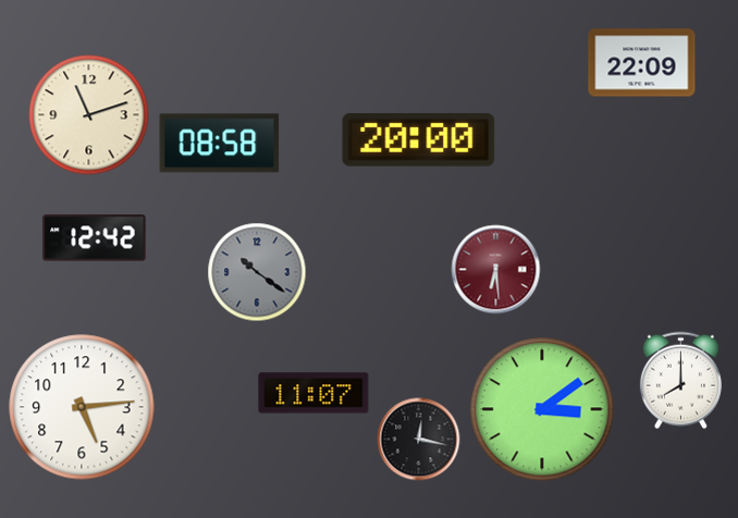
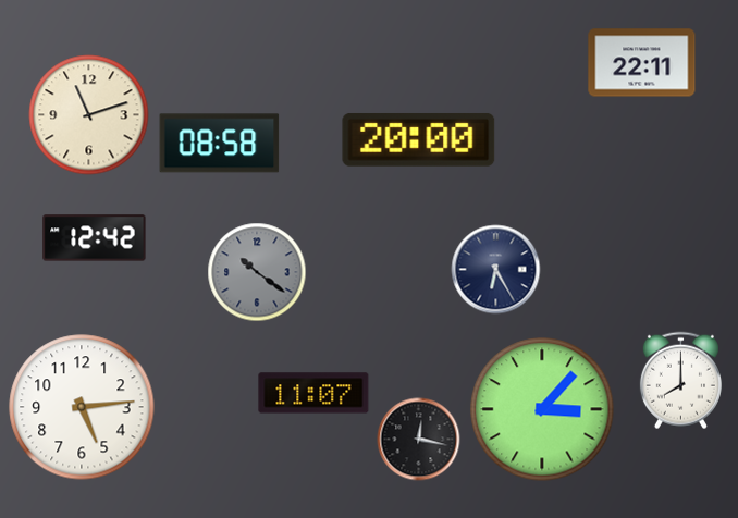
clock at (642, 63): 22:09 -> 22:11
clock at (496, 270): 6:29 -> 6:25
clock at (496, 270) dial: burgundy -> navy
clock at (542, 409): 3:09 -> 3:07
